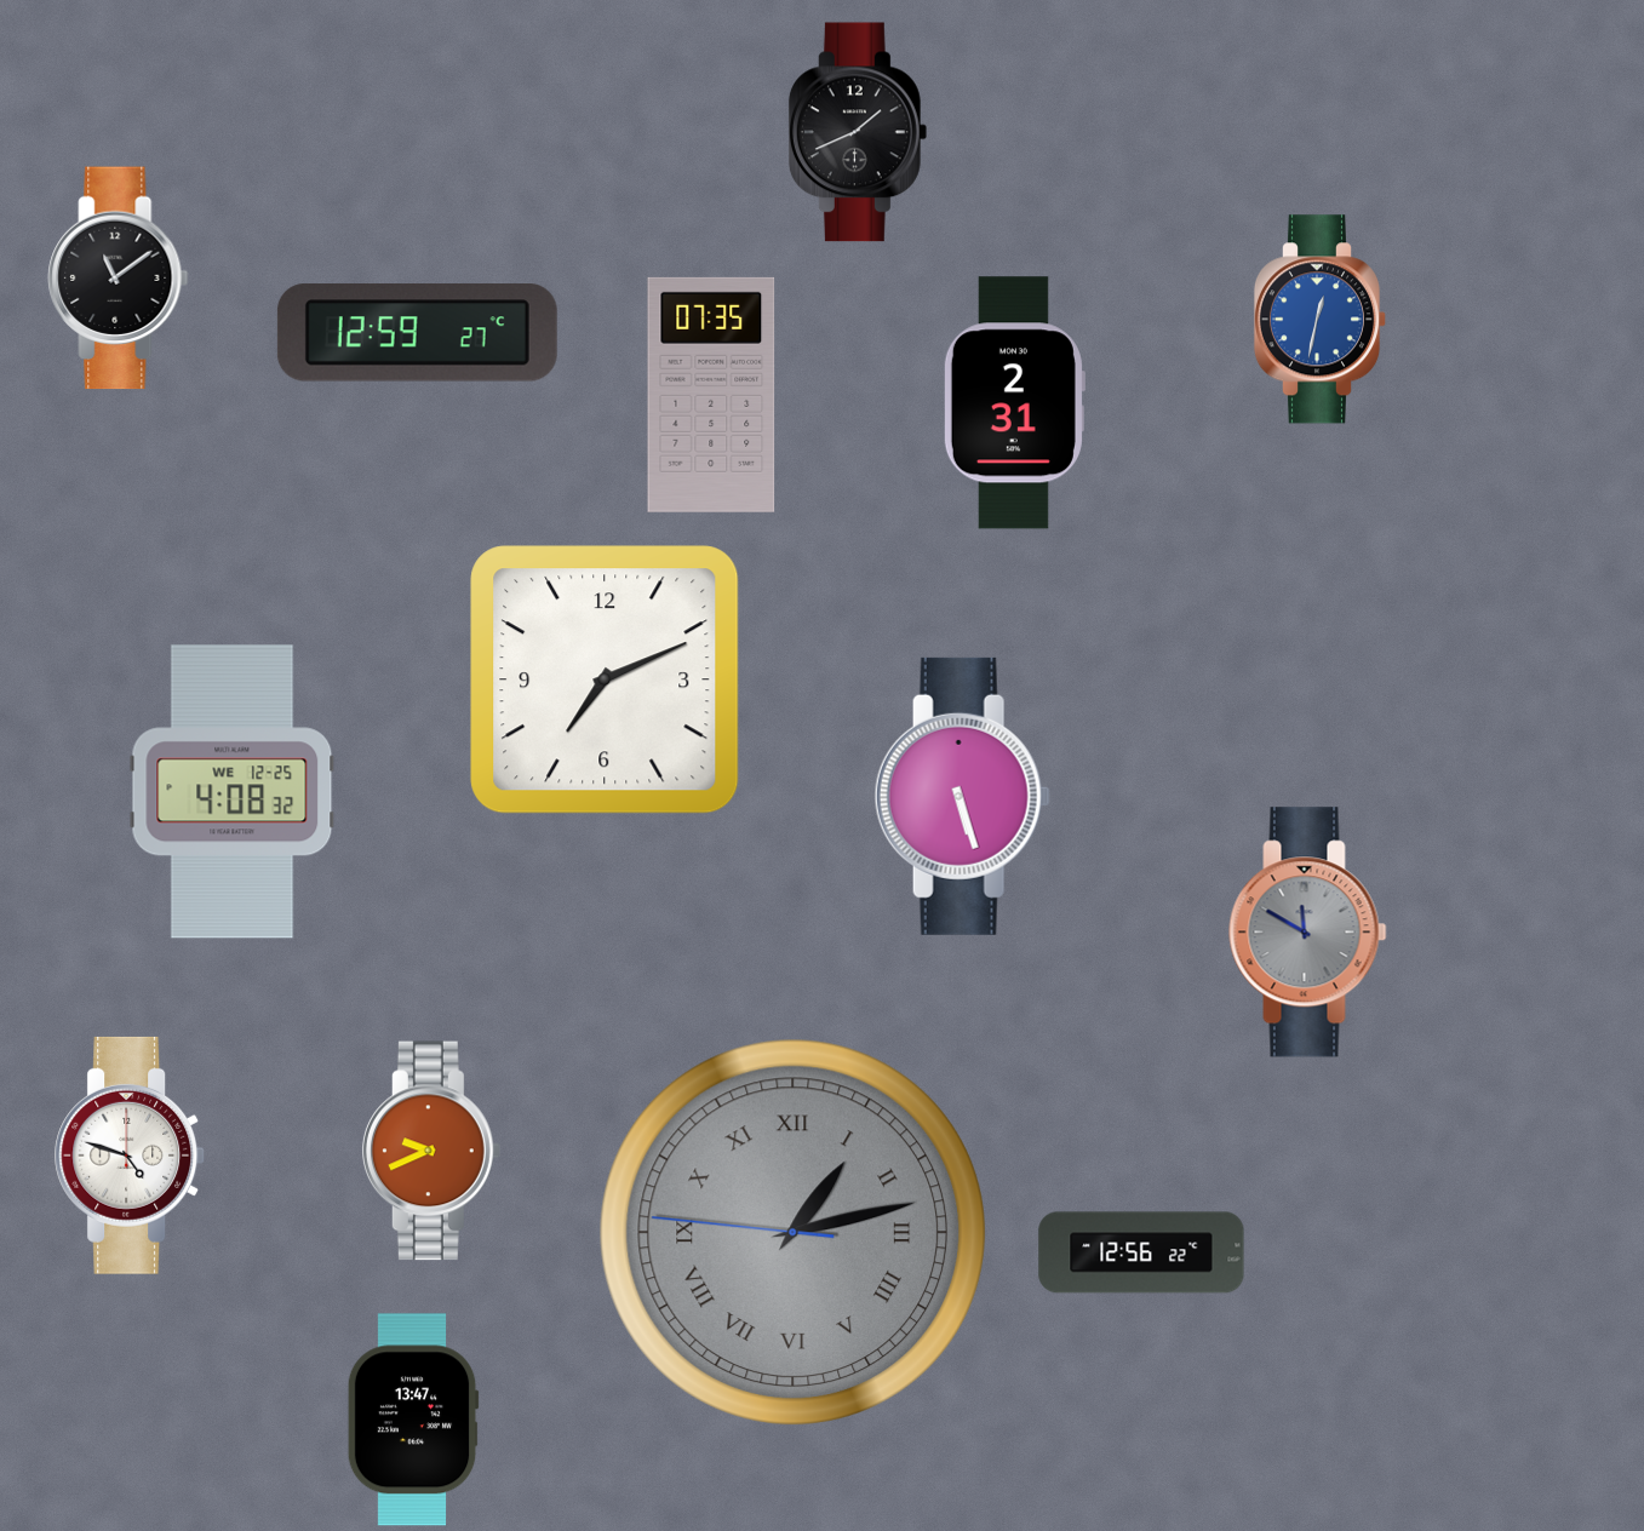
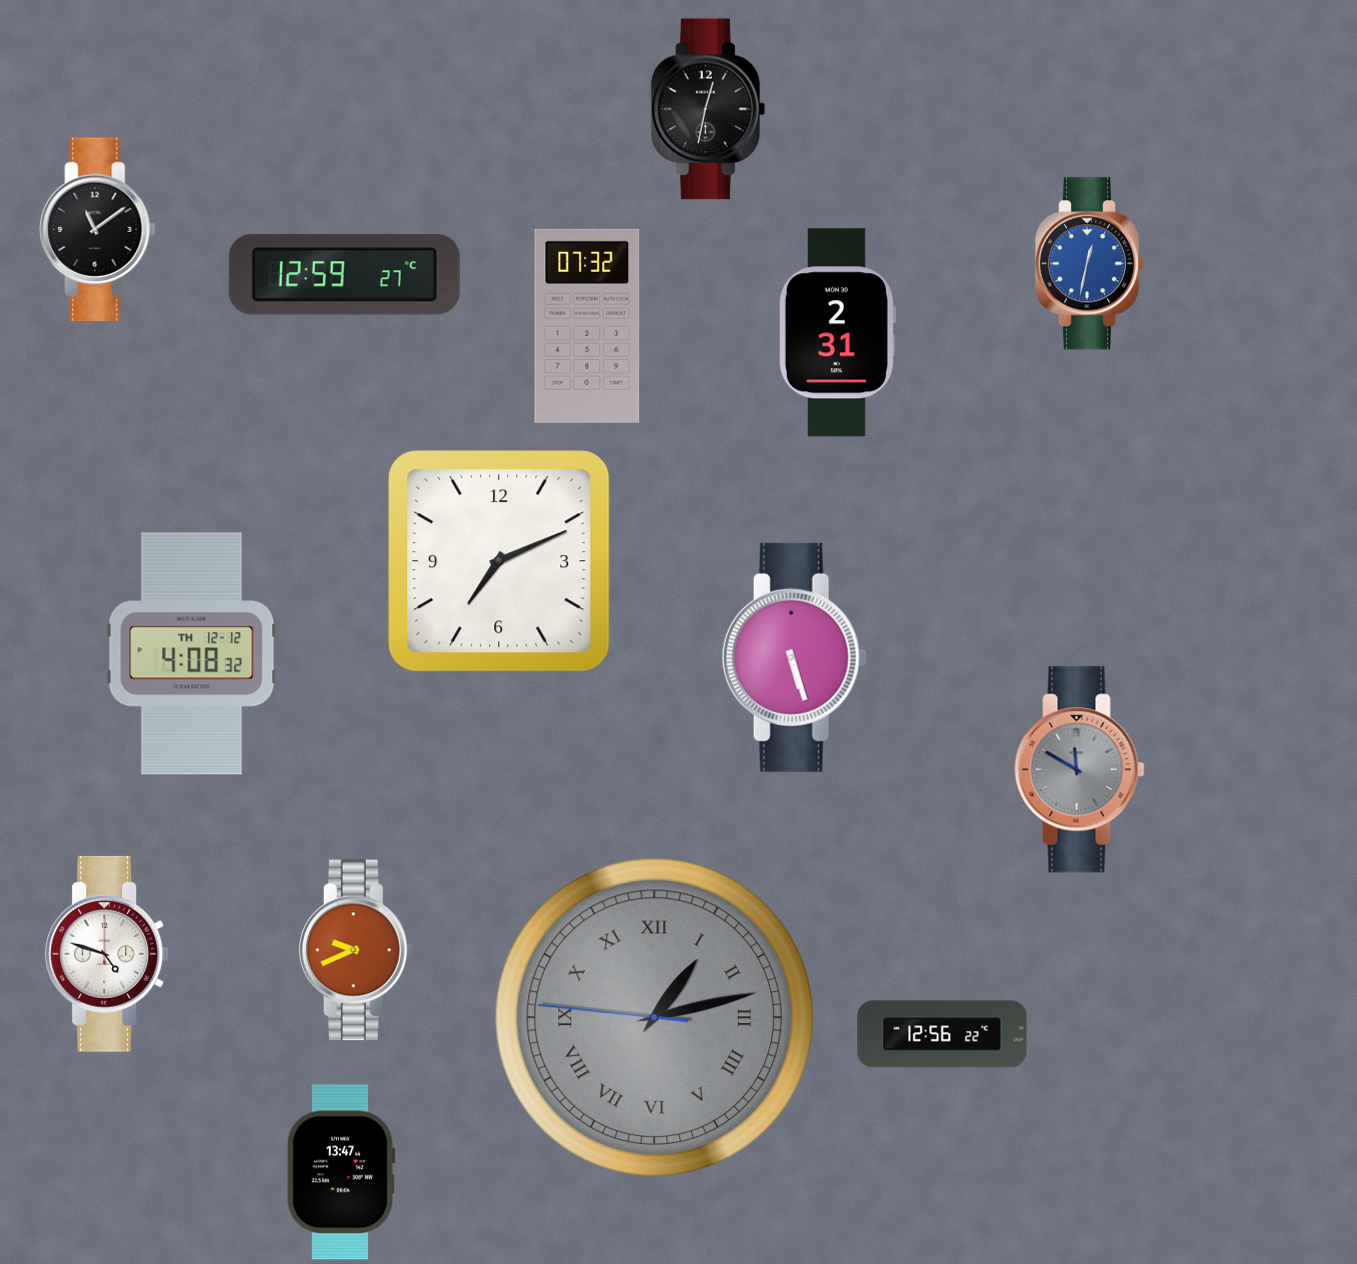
clock at (858, 132): 1:41 -> 12:32
clock at (711, 395): 07:35 -> 07:32
clock at (233, 792) date: WE 12-25 -> TH 12-12
